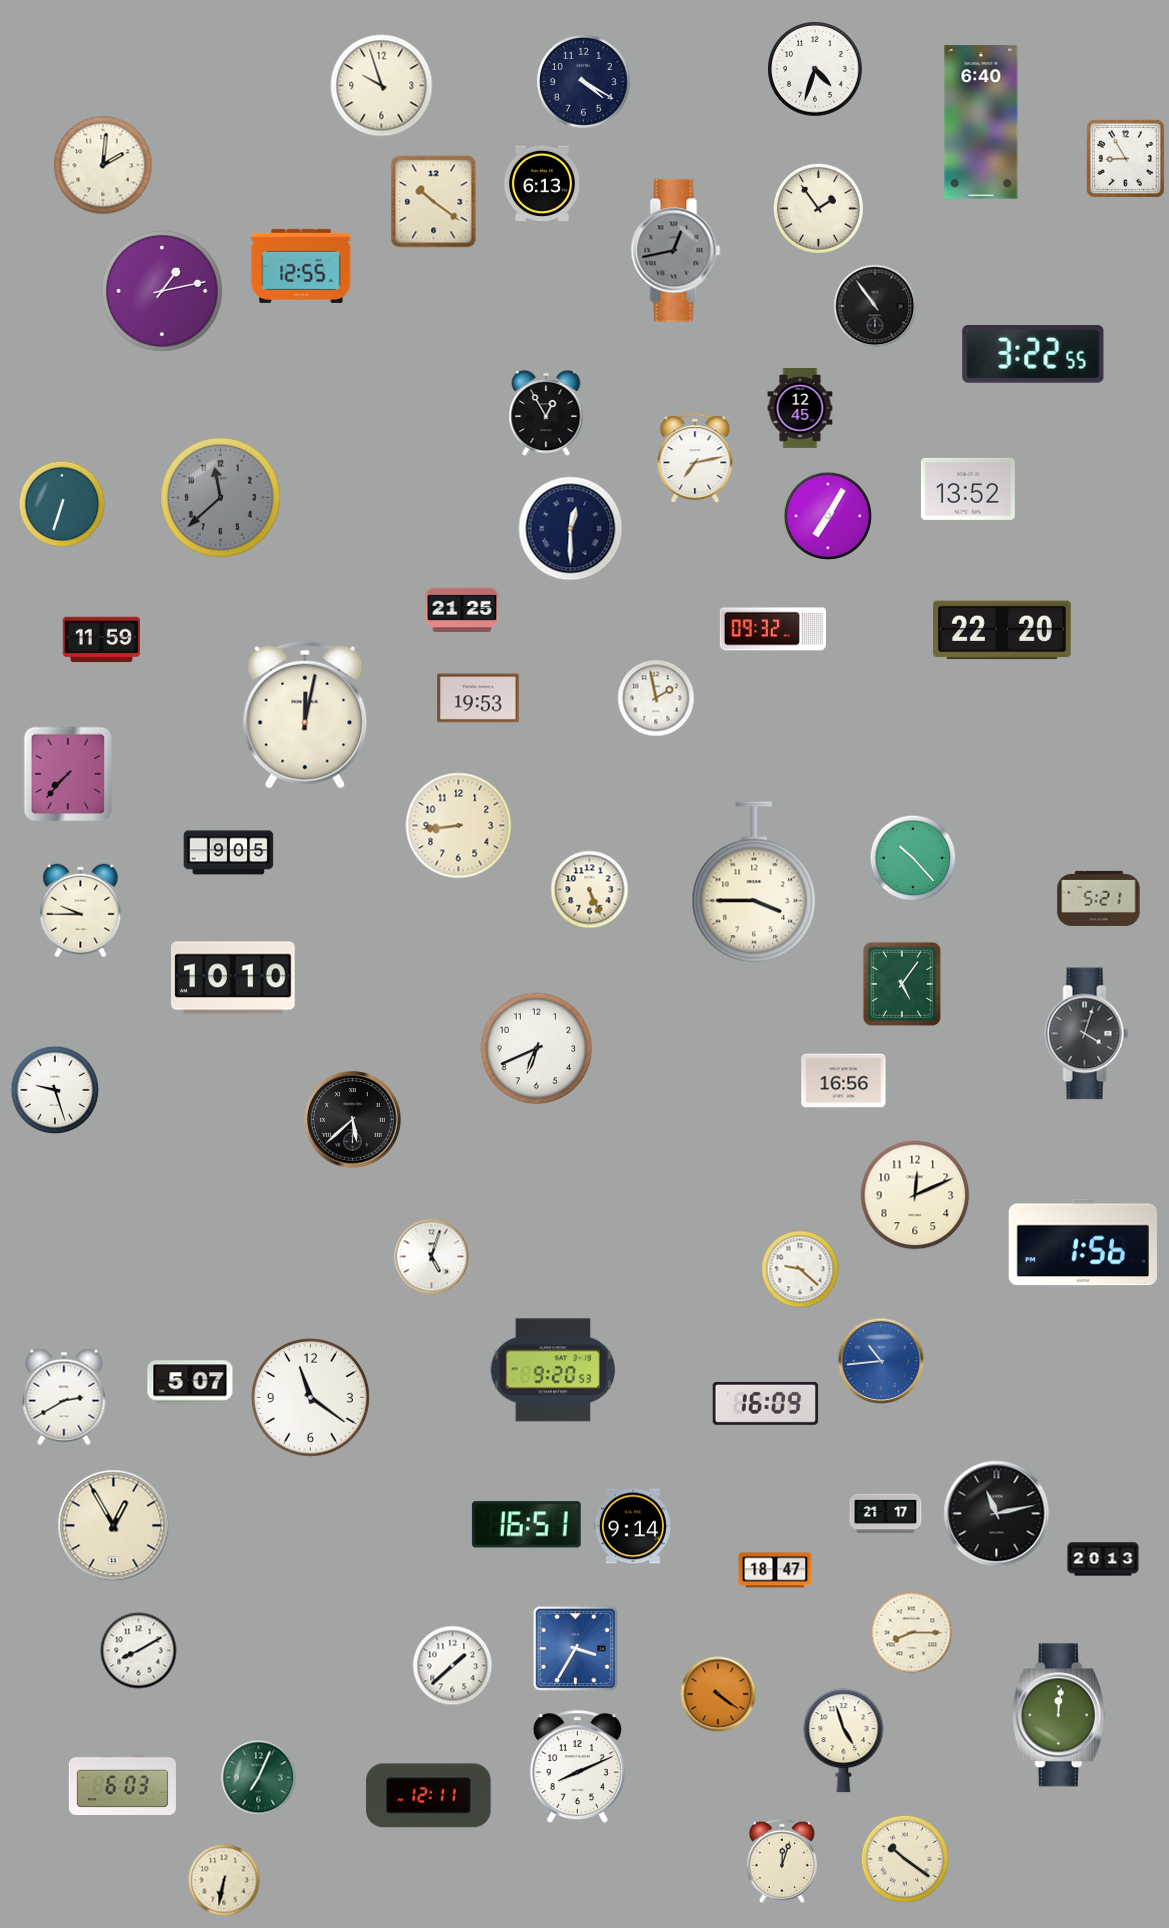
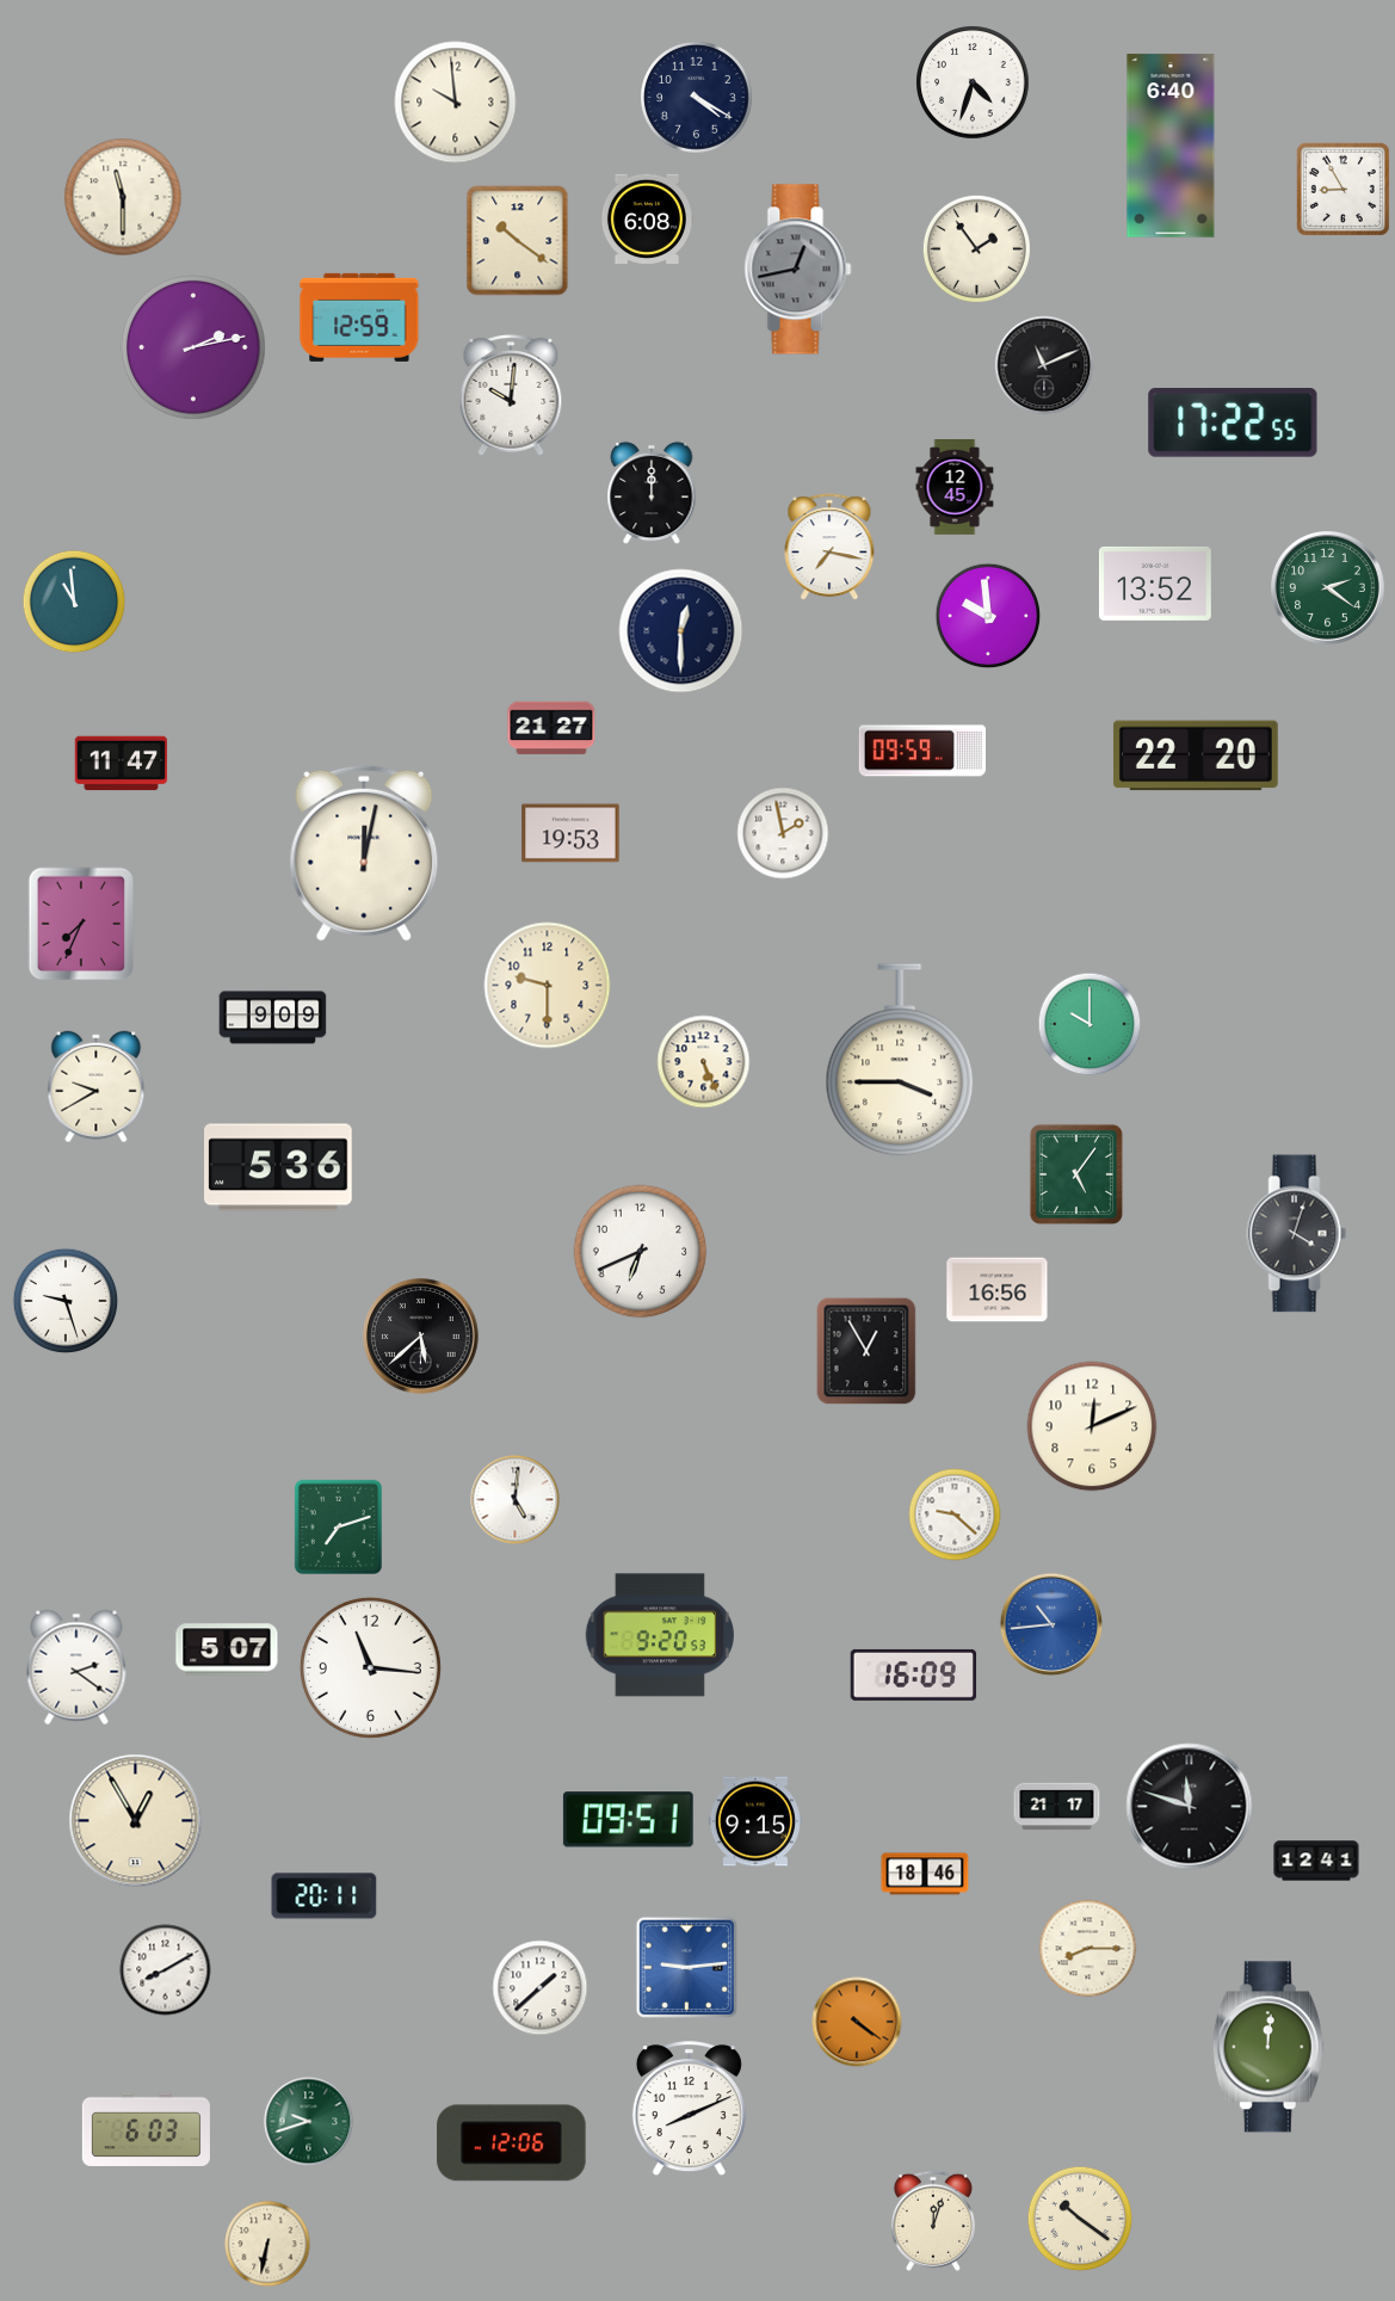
clock at (382, 86): 9:57 -> 9:59
clock at (103, 165): 2:01 -> 11:30
clock at (541, 184): 6:13 -> 6:08
clock at (676, 251) position: (676, 251) -> (798, 270)
clock at (301, 266): 12:55 -> 12:59
clock at (162, 291): 1:13 -> 2:13
clock at (875, 306): 10:54 -> 11:11
clock at (511, 395): none -> 10:01
clock at (1033, 355): 3:22 -> 17:22
clock at (546, 413): 12:55 -> 12:00
clock at (695, 459): 7:13 -> 7:17
clock at (1328, 588): none -> 2:21
clock at (221, 498): 11:38 -> none
clock at (62, 504): 6:33 -> 10:59
clock at (828, 516): 7:05 -> 9:59
clock at (462, 610): 21:25 -> 21:27
clock at (773, 629): 09:32 -> 09:59
clock at (1002, 630) position: (1002, 630) -> (1196, 755)
clock at (101, 640): 11:59 -> 11:47
clock at (68, 774): 7:37 -> 7:34
clock at (459, 826): 8:44 -> 9:30
clock at (229, 853): 9:05 -> 9:09
clock at (913, 858): 10:23 -> 10:00
clock at (754, 882) position: (754, 882) -> (900, 1060)
clock at (1099, 898): 5:21 -> none
clock at (81, 911): 9:45 -> 9:40
clock at (234, 978): 10:10 -> 5:36
clock at (844, 1081) position: (844, 1081) -> (998, 1290)
clock at (866, 1351): none -> 12:55
clock at (1083, 1242): 1:56 -> none
clock at (432, 1257): 5:03 -> 5:01
clock at (338, 1526): none -> 7:12
clock at (64, 1397): 2:40 -> 2:21
clock at (310, 1397): 11:21 -> 11:16
clock at (997, 1514): 11:13 -> 11:48
clock at (526, 1525): 16:51 -> 09:51
clock at (633, 1526): 9:14 -> 9:15
clock at (1103, 1559): 20:13 -> 12:41
clock at (775, 1570): 18:47 -> 18:46
clock at (325, 1896): none -> 20:11
clock at (575, 1648): 3:35 -> 9:14
clock at (1059, 1715) position: (1059, 1715) -> (1269, 2047)
clock at (844, 1741): 4:57 -> none
clock at (259, 1778): 7:04 -> 9:42
clock at (429, 1796): 12:11 -> 12:06
